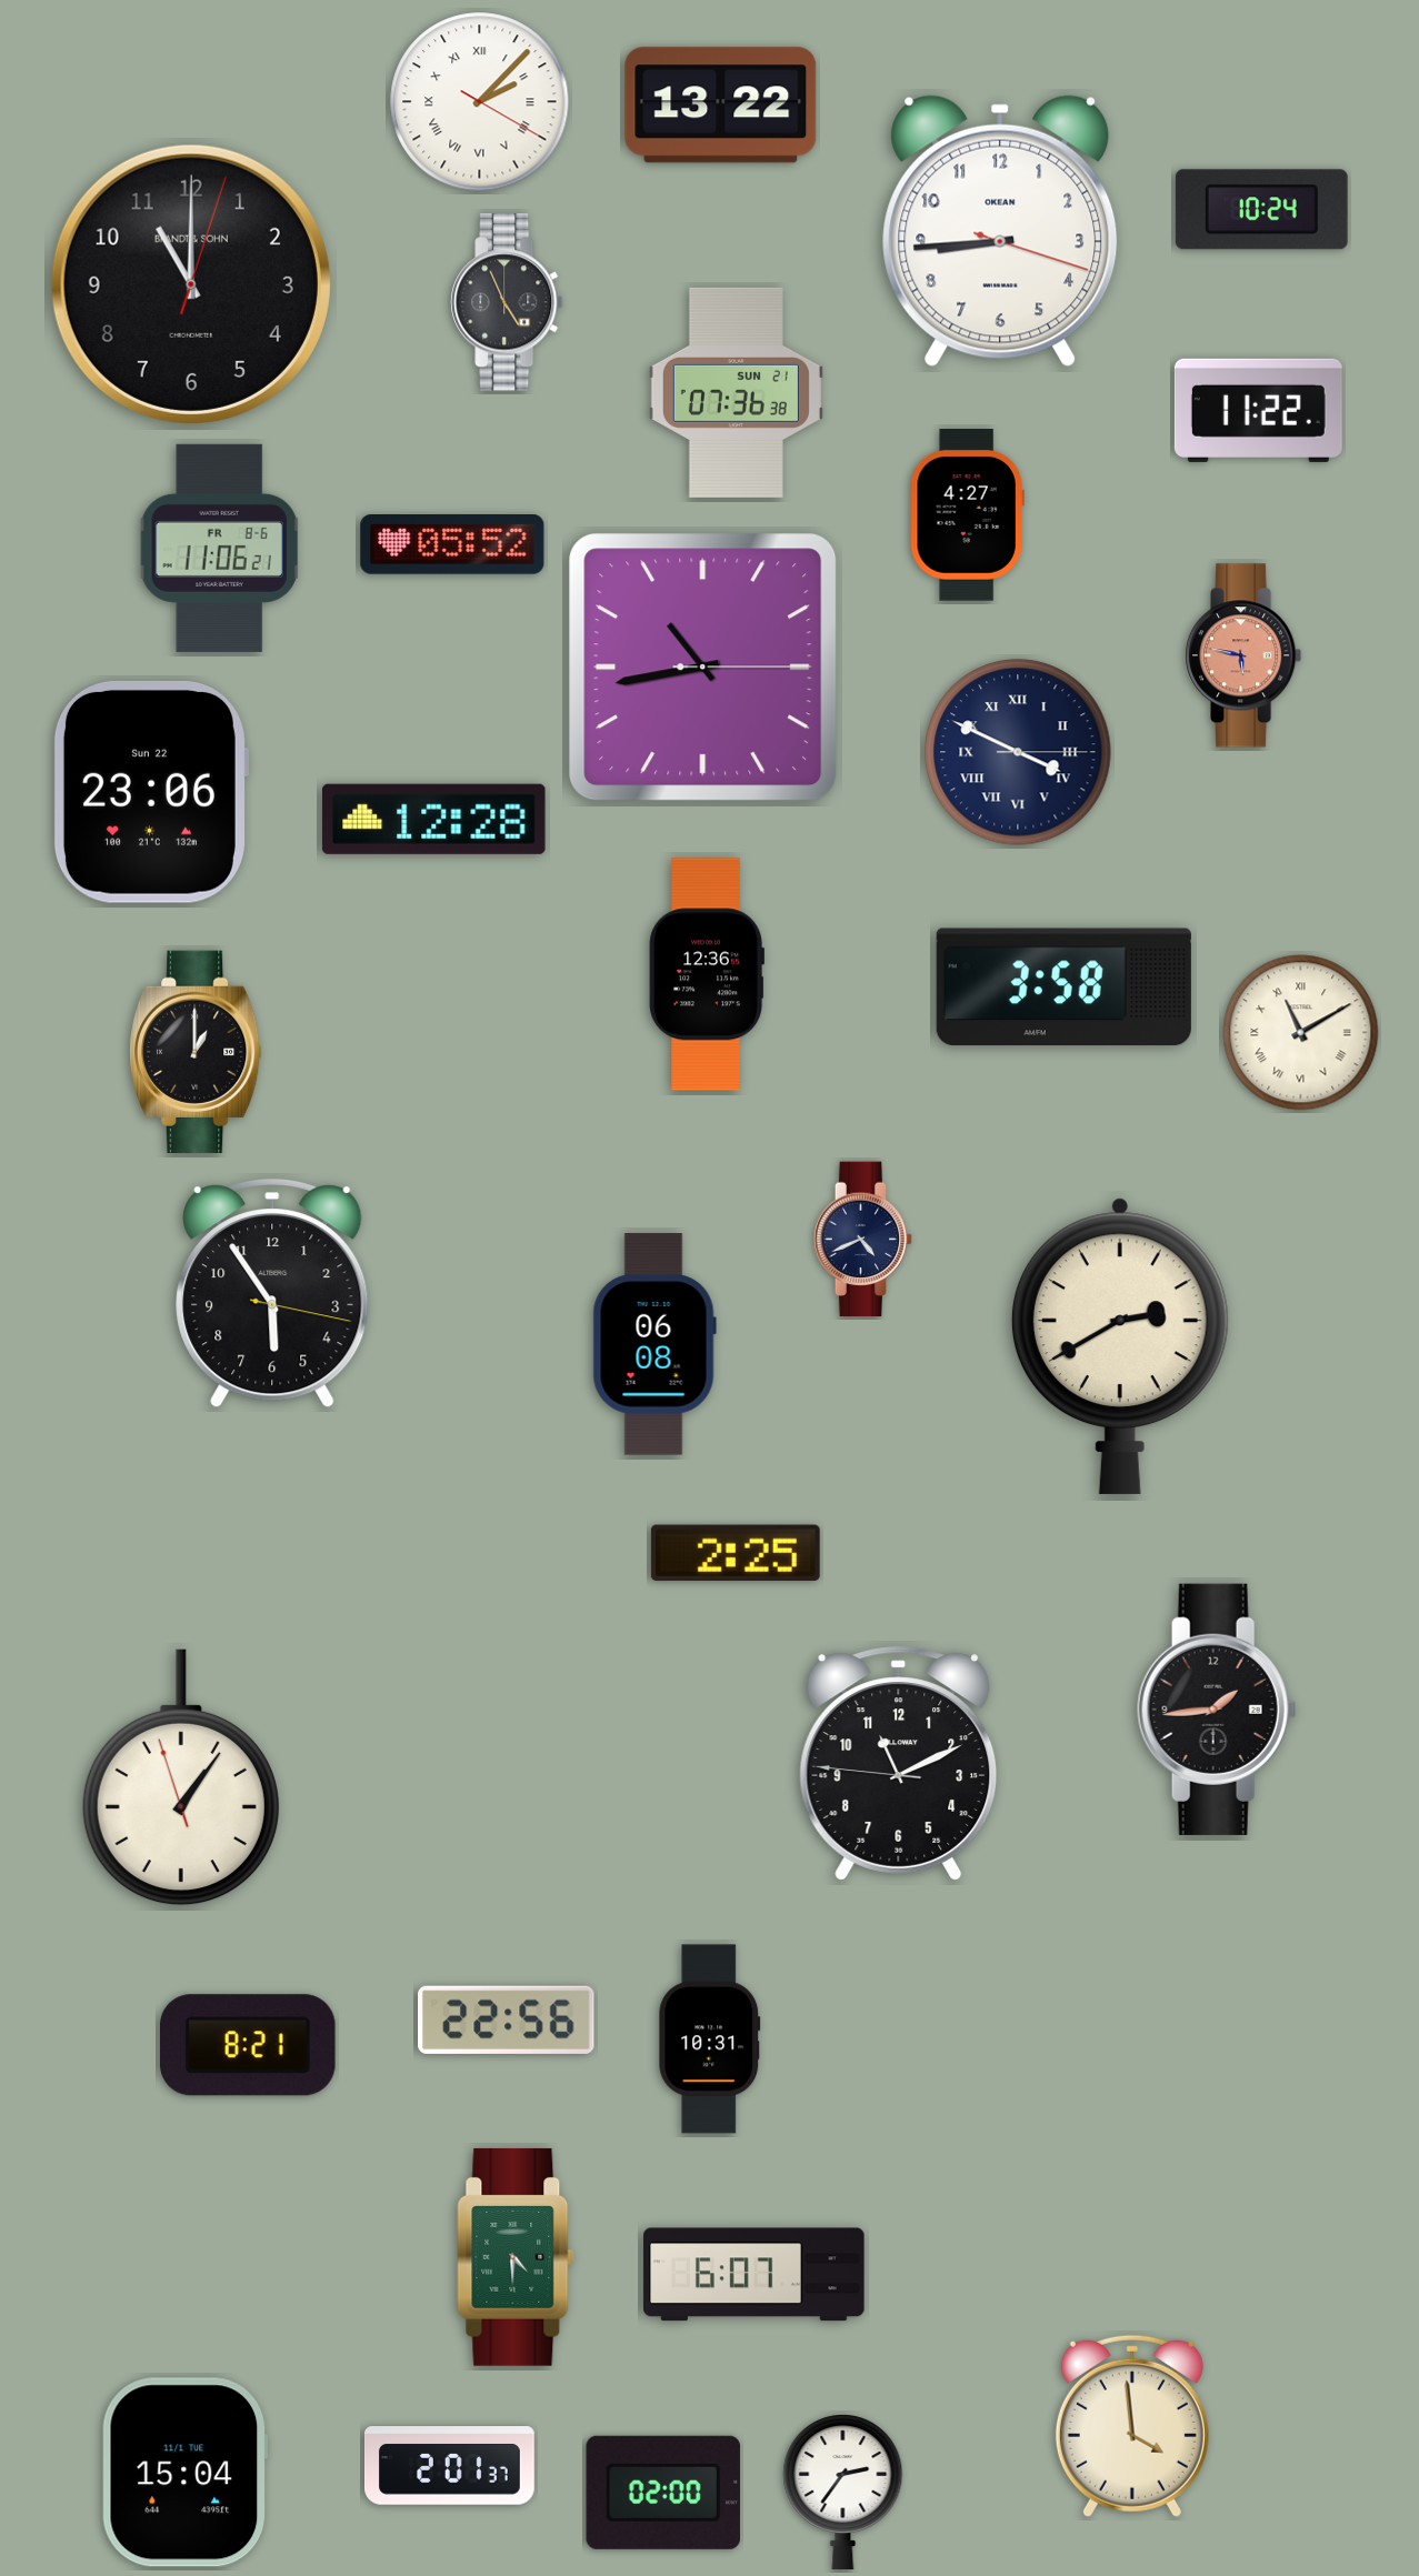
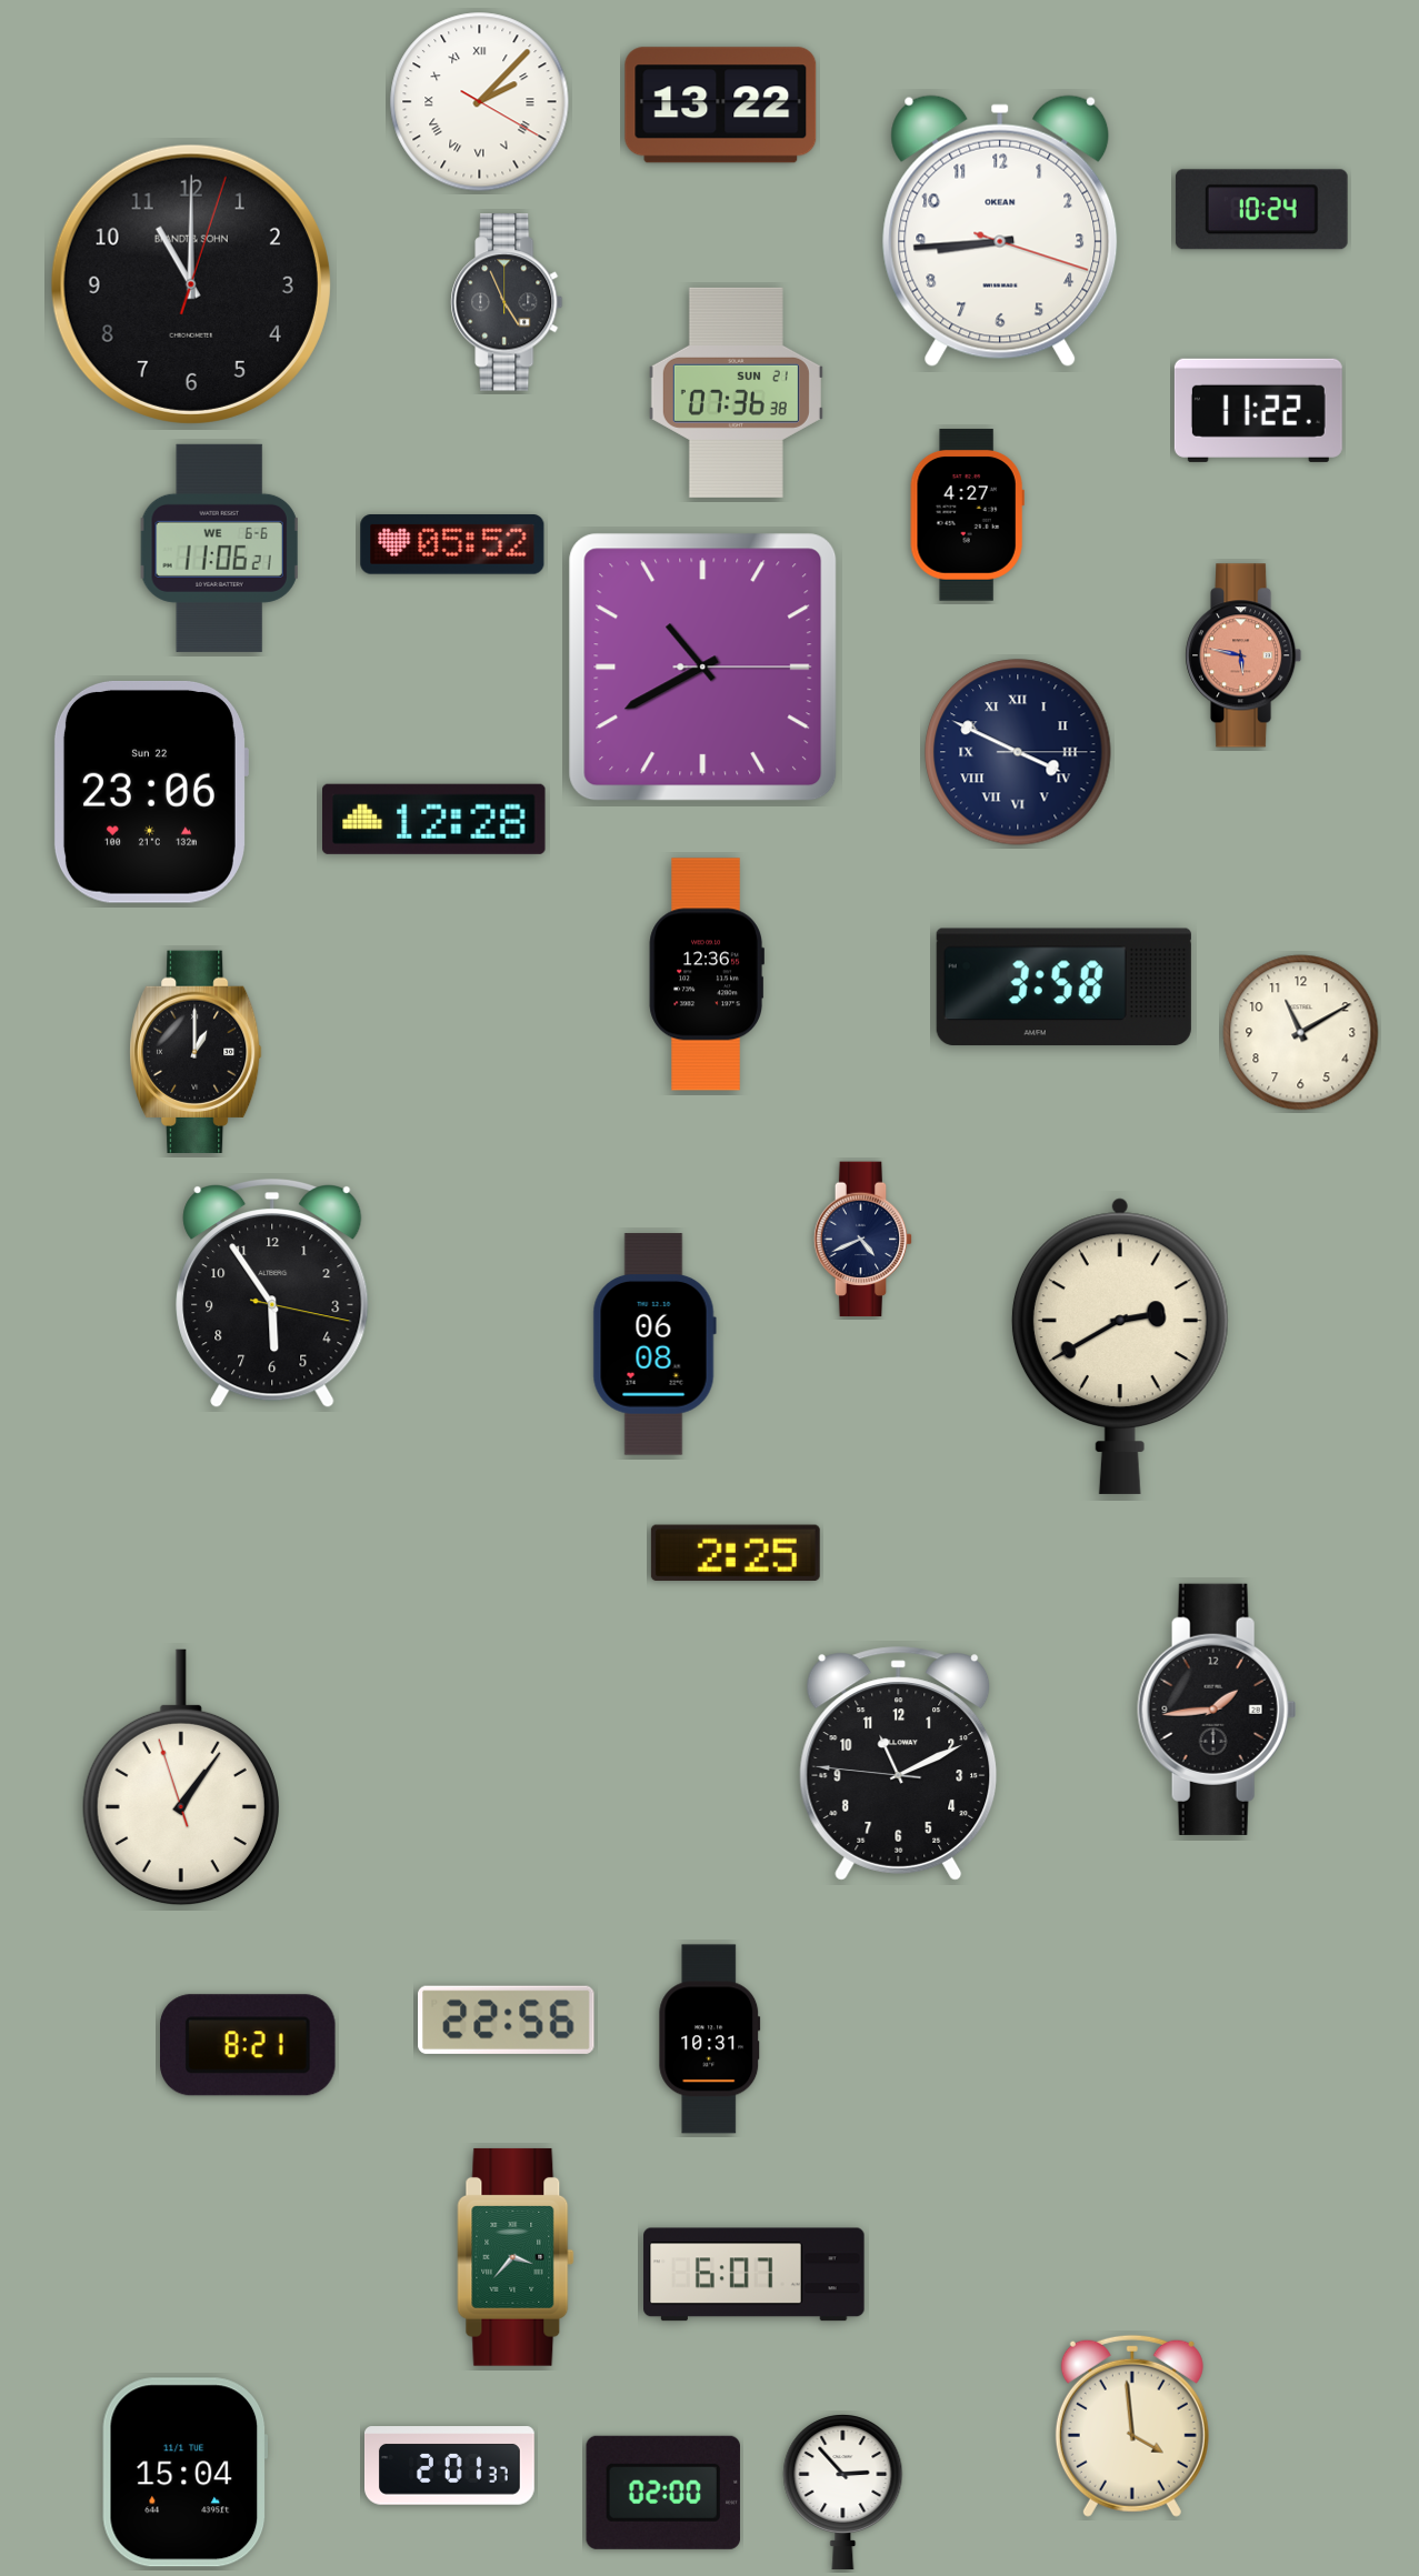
clock at (219, 548) date: FR 8-6 -> WE 6-6
clock at (703, 668): 10:43 -> 10:40
clock at (1301, 1033) numerals: Roman -> Arabic
clock at (516, 2257): 4:30 -> 3:37
clock at (843, 2493): 2:36 -> 2:53
